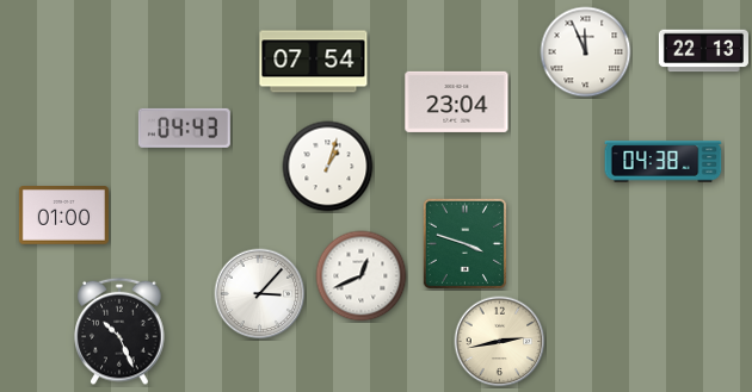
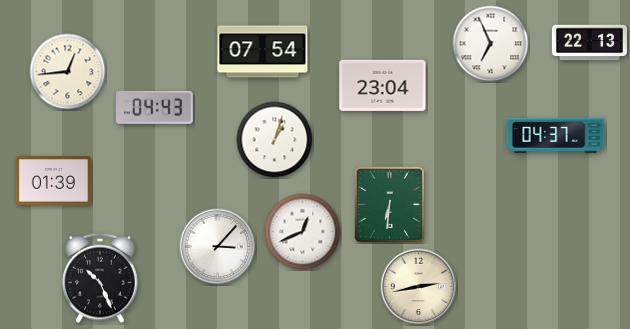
clock at (586, 52): 11:56 -> 6:56
clock at (68, 72): none -> 12:44
clock at (664, 162): 04:38 -> 04:37
clock at (63, 216): 01:00 -> 01:39
clock at (464, 243): 3:48 -> 6:31
